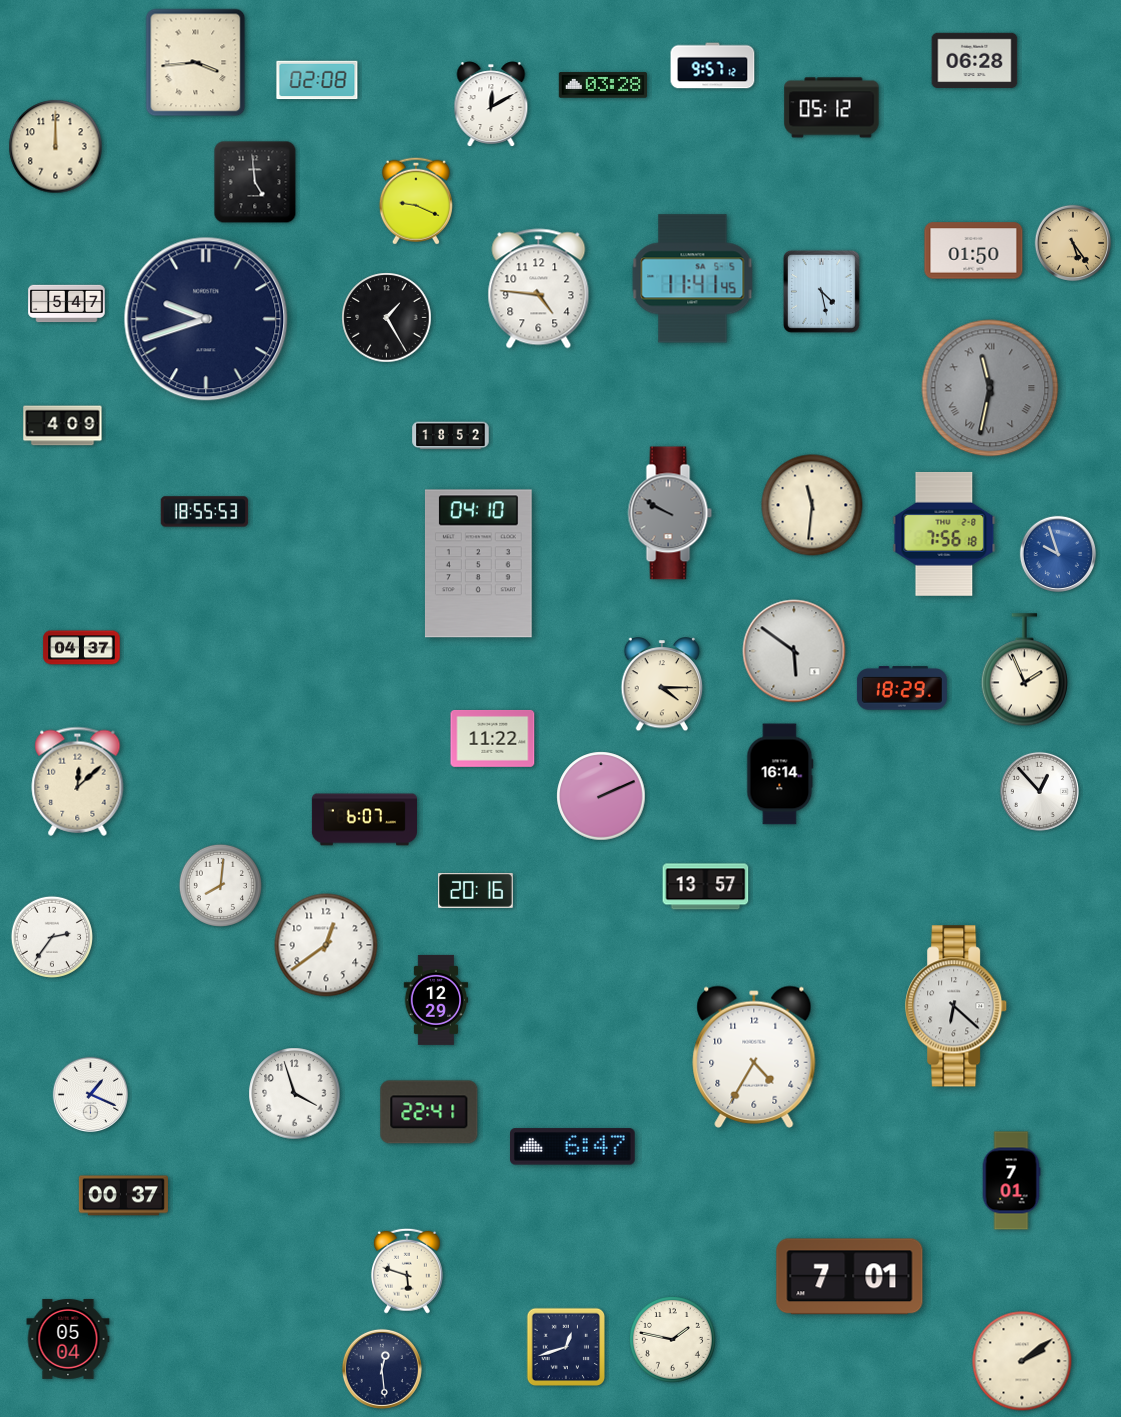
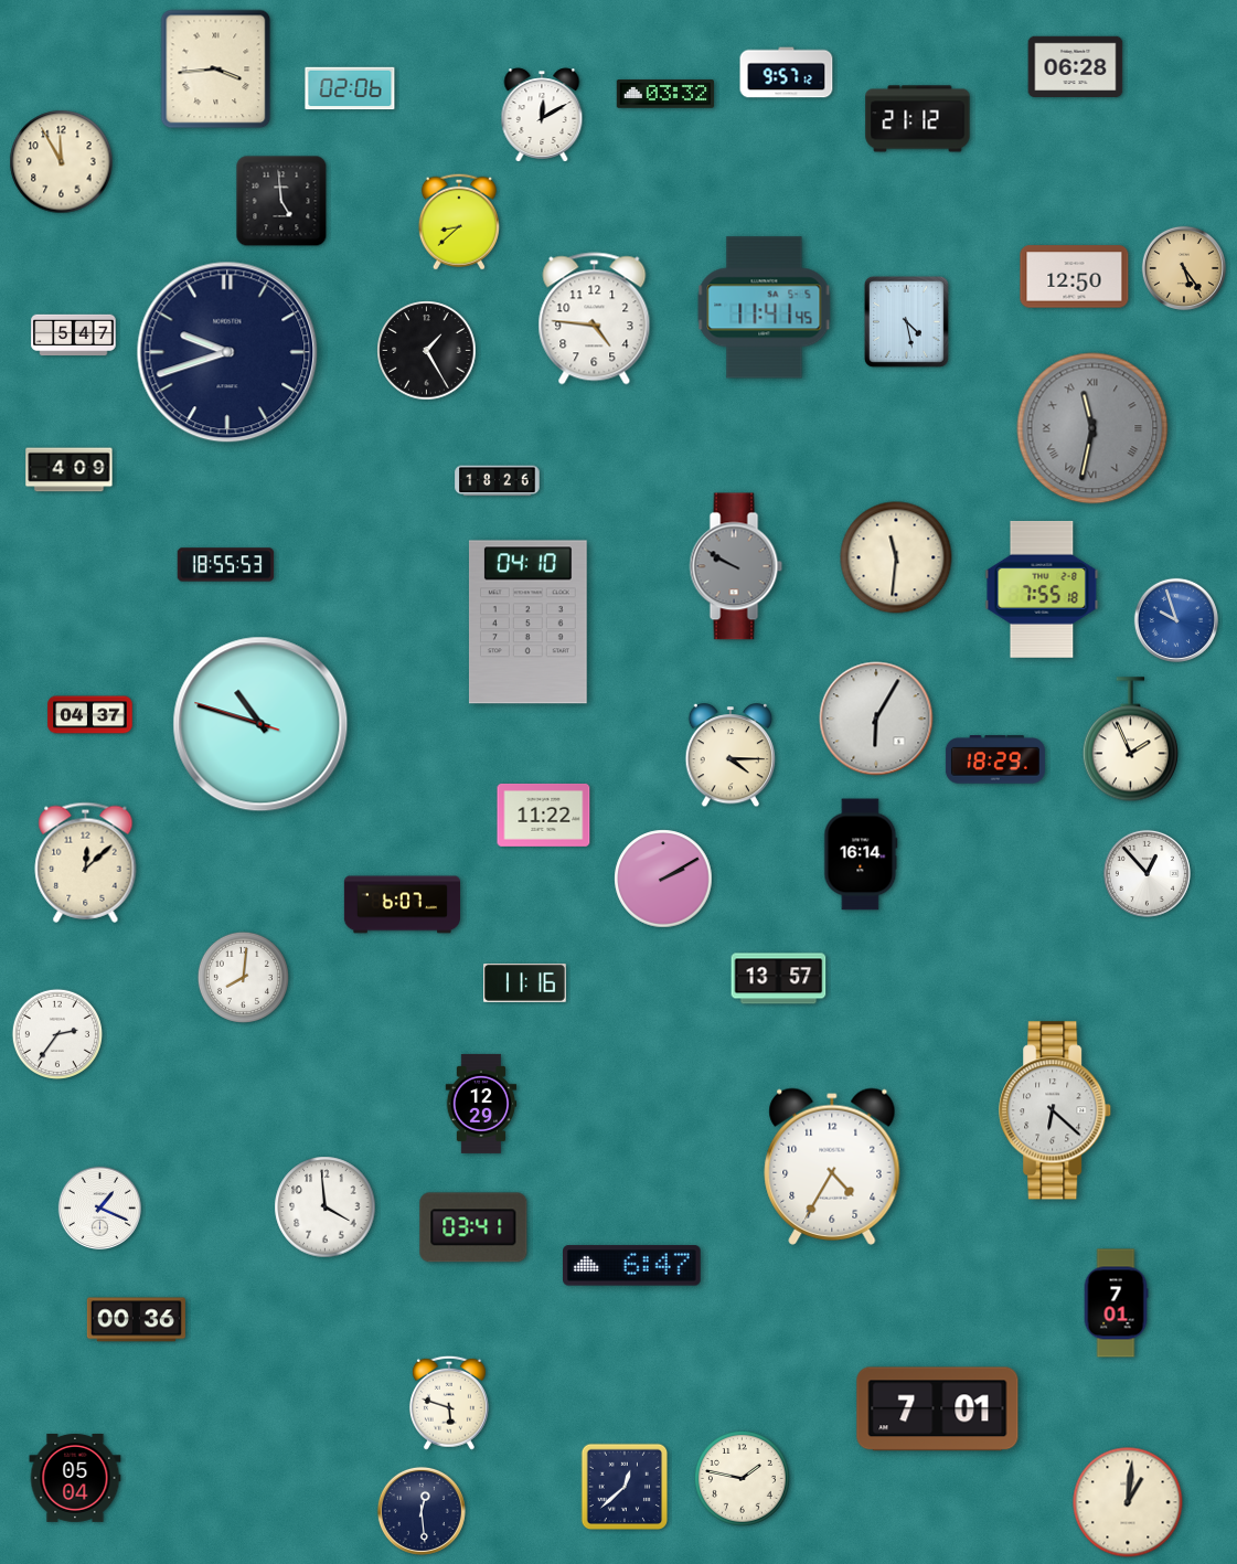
clock at (317, 80): 02:08 -> 02:06
clock at (602, 85): 03:28 -> 03:32
clock at (832, 108): 05:12 -> 21:12
clock at (56, 147): 12:00 -> 11:55
clock at (416, 201): 9:19 -> 8:38
clock at (974, 251): 01:50 -> 12:50
clock at (451, 436): 18:52 -> 18:26
clock at (670, 513) position: (670, 513) -> (736, 566)
clock at (944, 534): 7:56 -> 7:55
clock at (1057, 553) position: (1057, 553) -> (1175, 619)
clock at (794, 651): 5:51 -> 6:05
clock at (260, 724): none -> 10:47
clock at (601, 796): 2:11 -> 2:10
clock at (476, 891): 20:16 -> 11:16
clock at (326, 945): 12:39 -> none
clock at (295, 1094): 3:57 -> 3:59
clock at (429, 1112): 22:41 -> 03:41
clock at (123, 1196): 00:37 -> 00:36
clock at (565, 1346): 12:42 -> 12:38
clock at (1022, 1361): 2:09 -> 1:01
